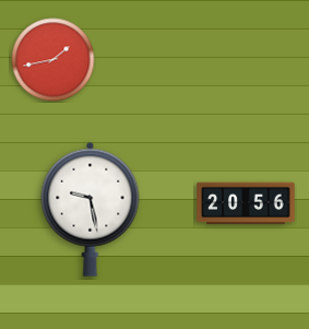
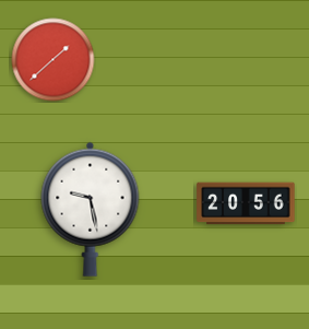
clock at (54, 60): 1:43 -> 1:38
